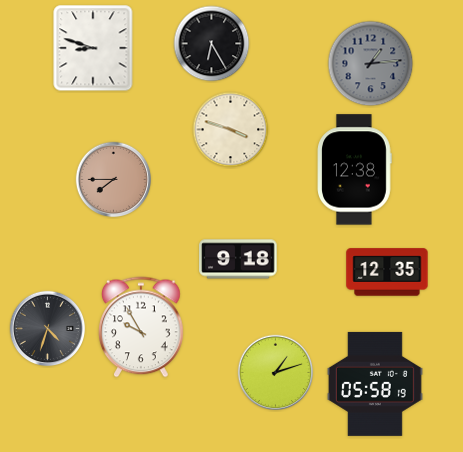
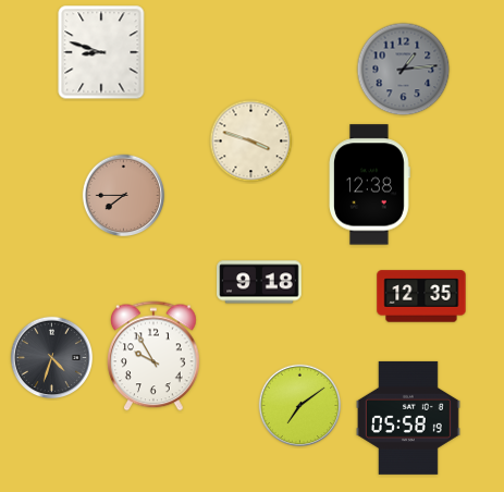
clock at (212, 44): 6:25 -> none
clock at (354, 170) position: (354, 170) -> (369, 185)
clock at (276, 373): 1:12 -> 7:09
